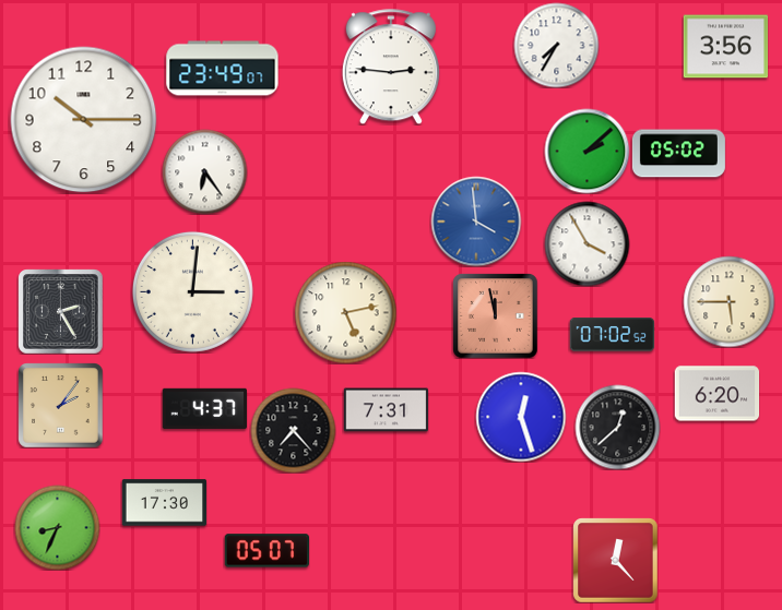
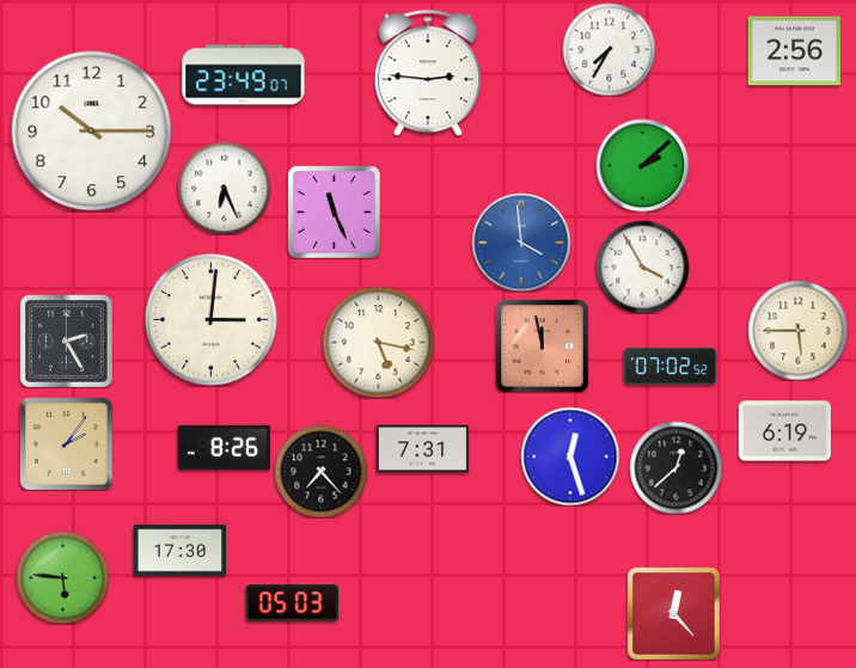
clock at (725, 47): 3:56 -> 2:56
clock at (678, 154): 05:02 -> none
clock at (204, 171): 6:24 -> 6:26
clock at (334, 212): none -> 11:26
clock at (345, 312): 5:13 -> 5:17
clock at (716, 394): 6:20 -> 6:19
clock at (204, 408): 4:37 -> 8:26
clock at (57, 527): 8:34 -> 5:46
clock at (266, 551): 05:07 -> 05:03
